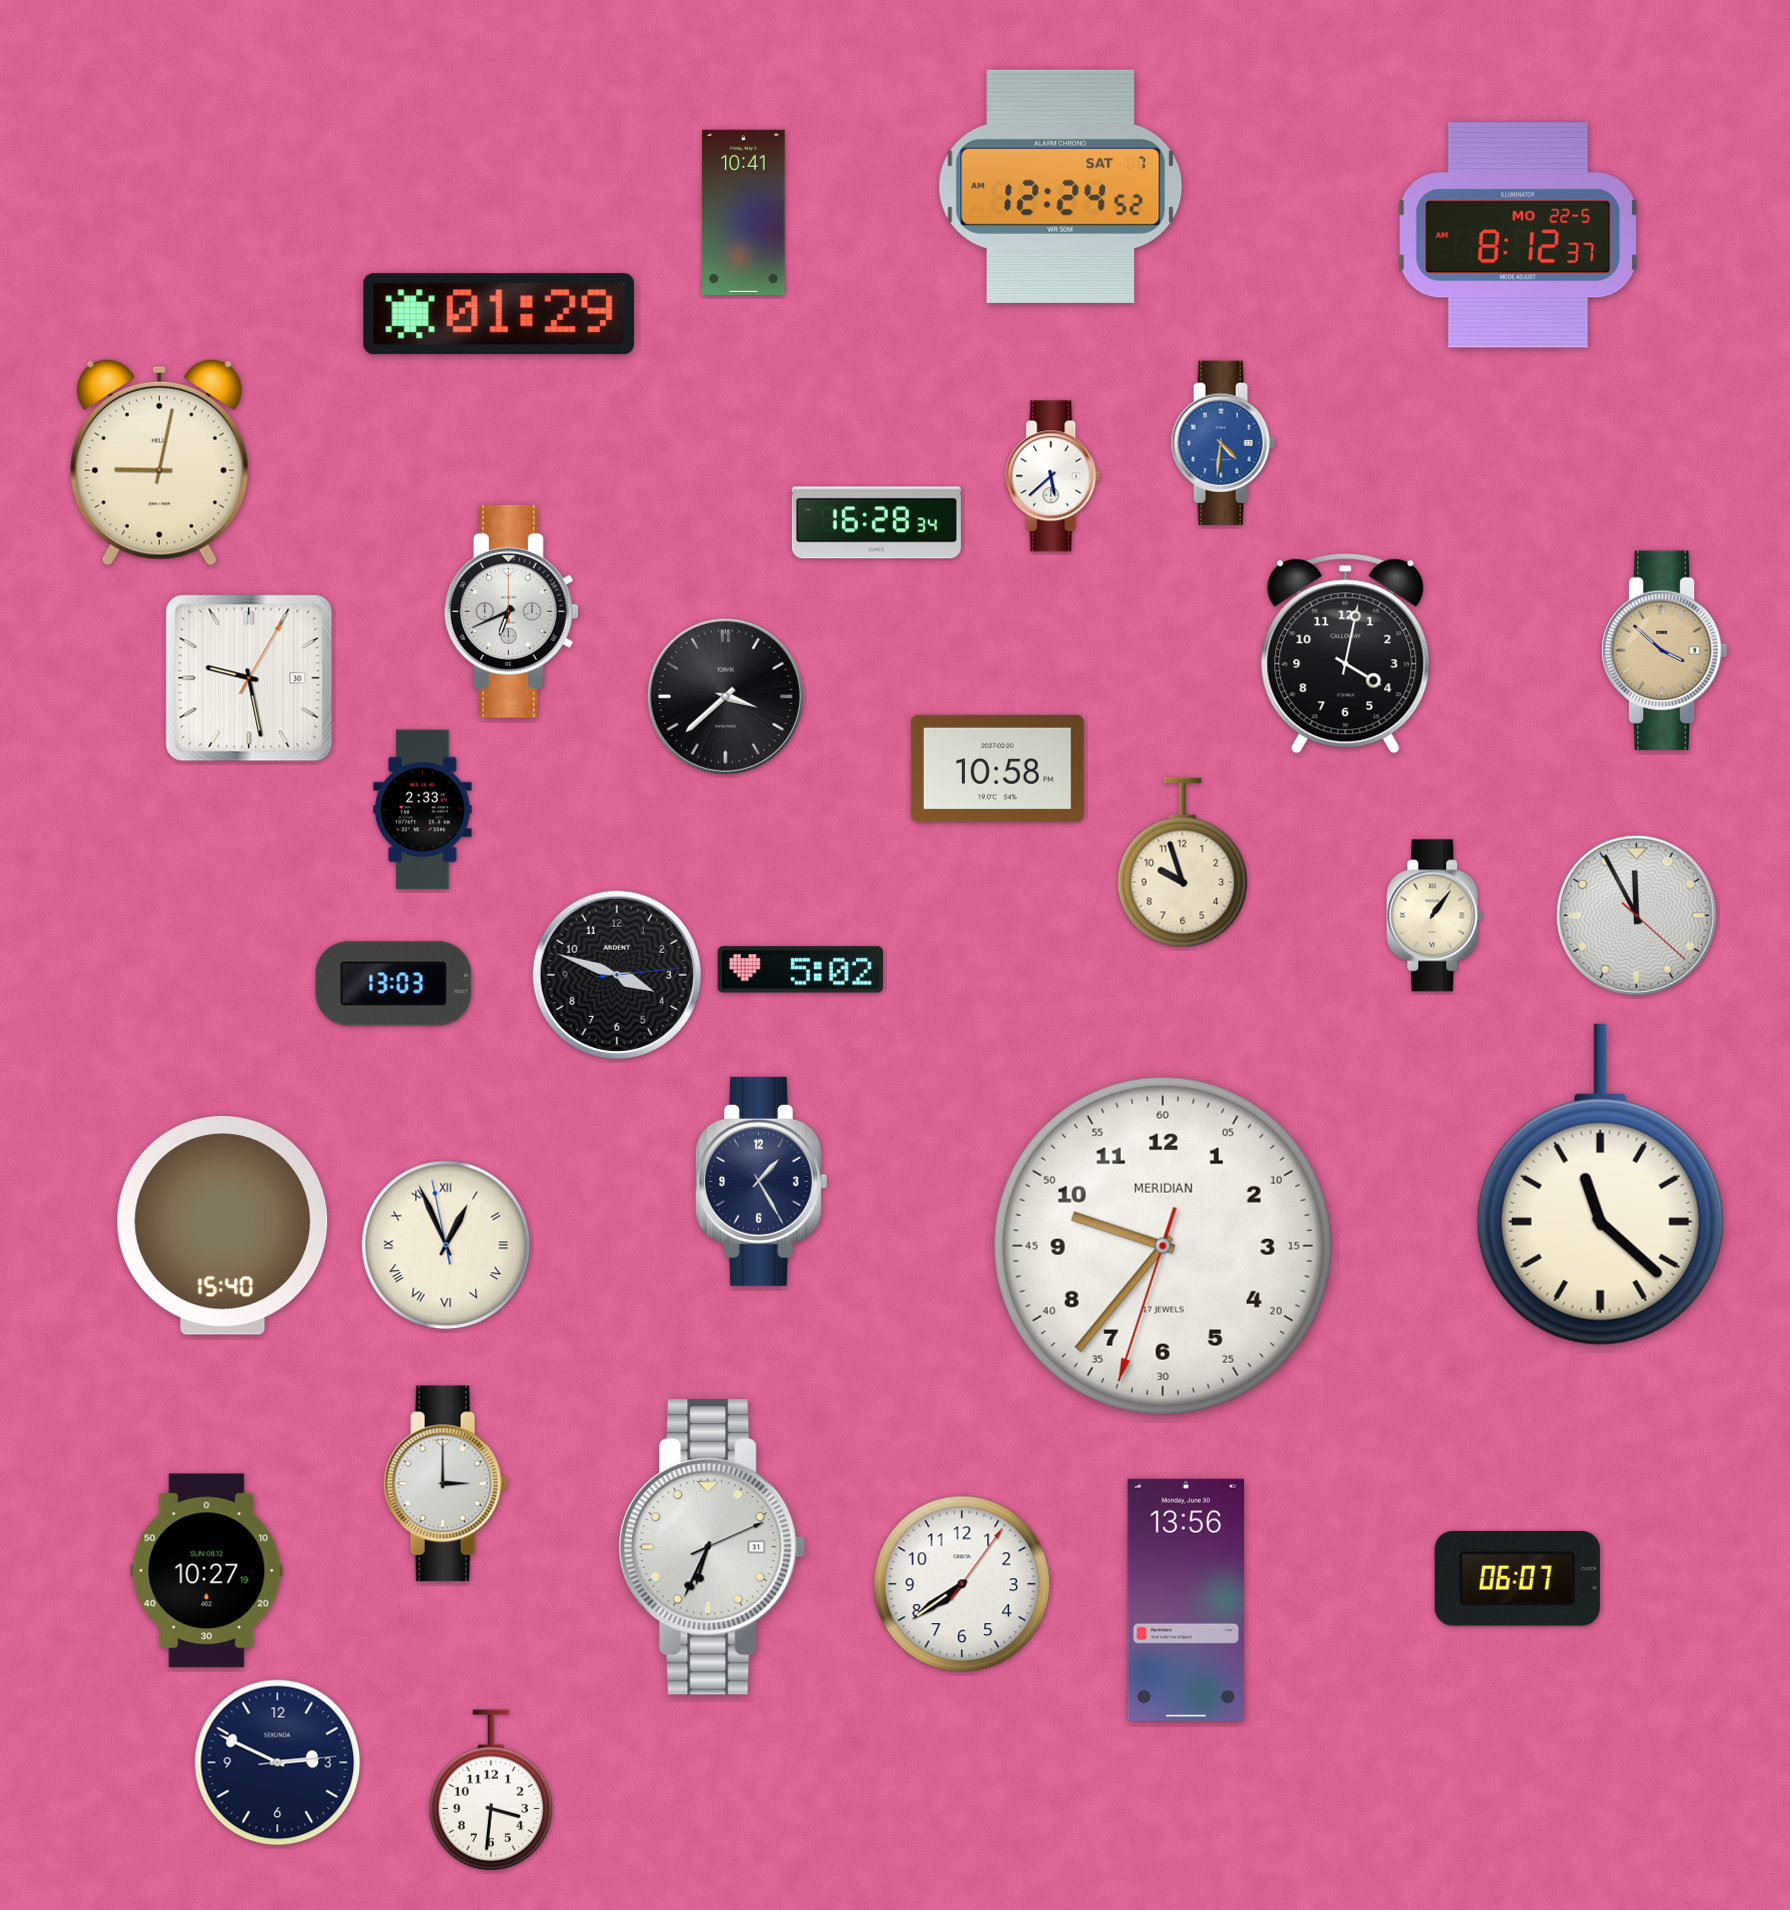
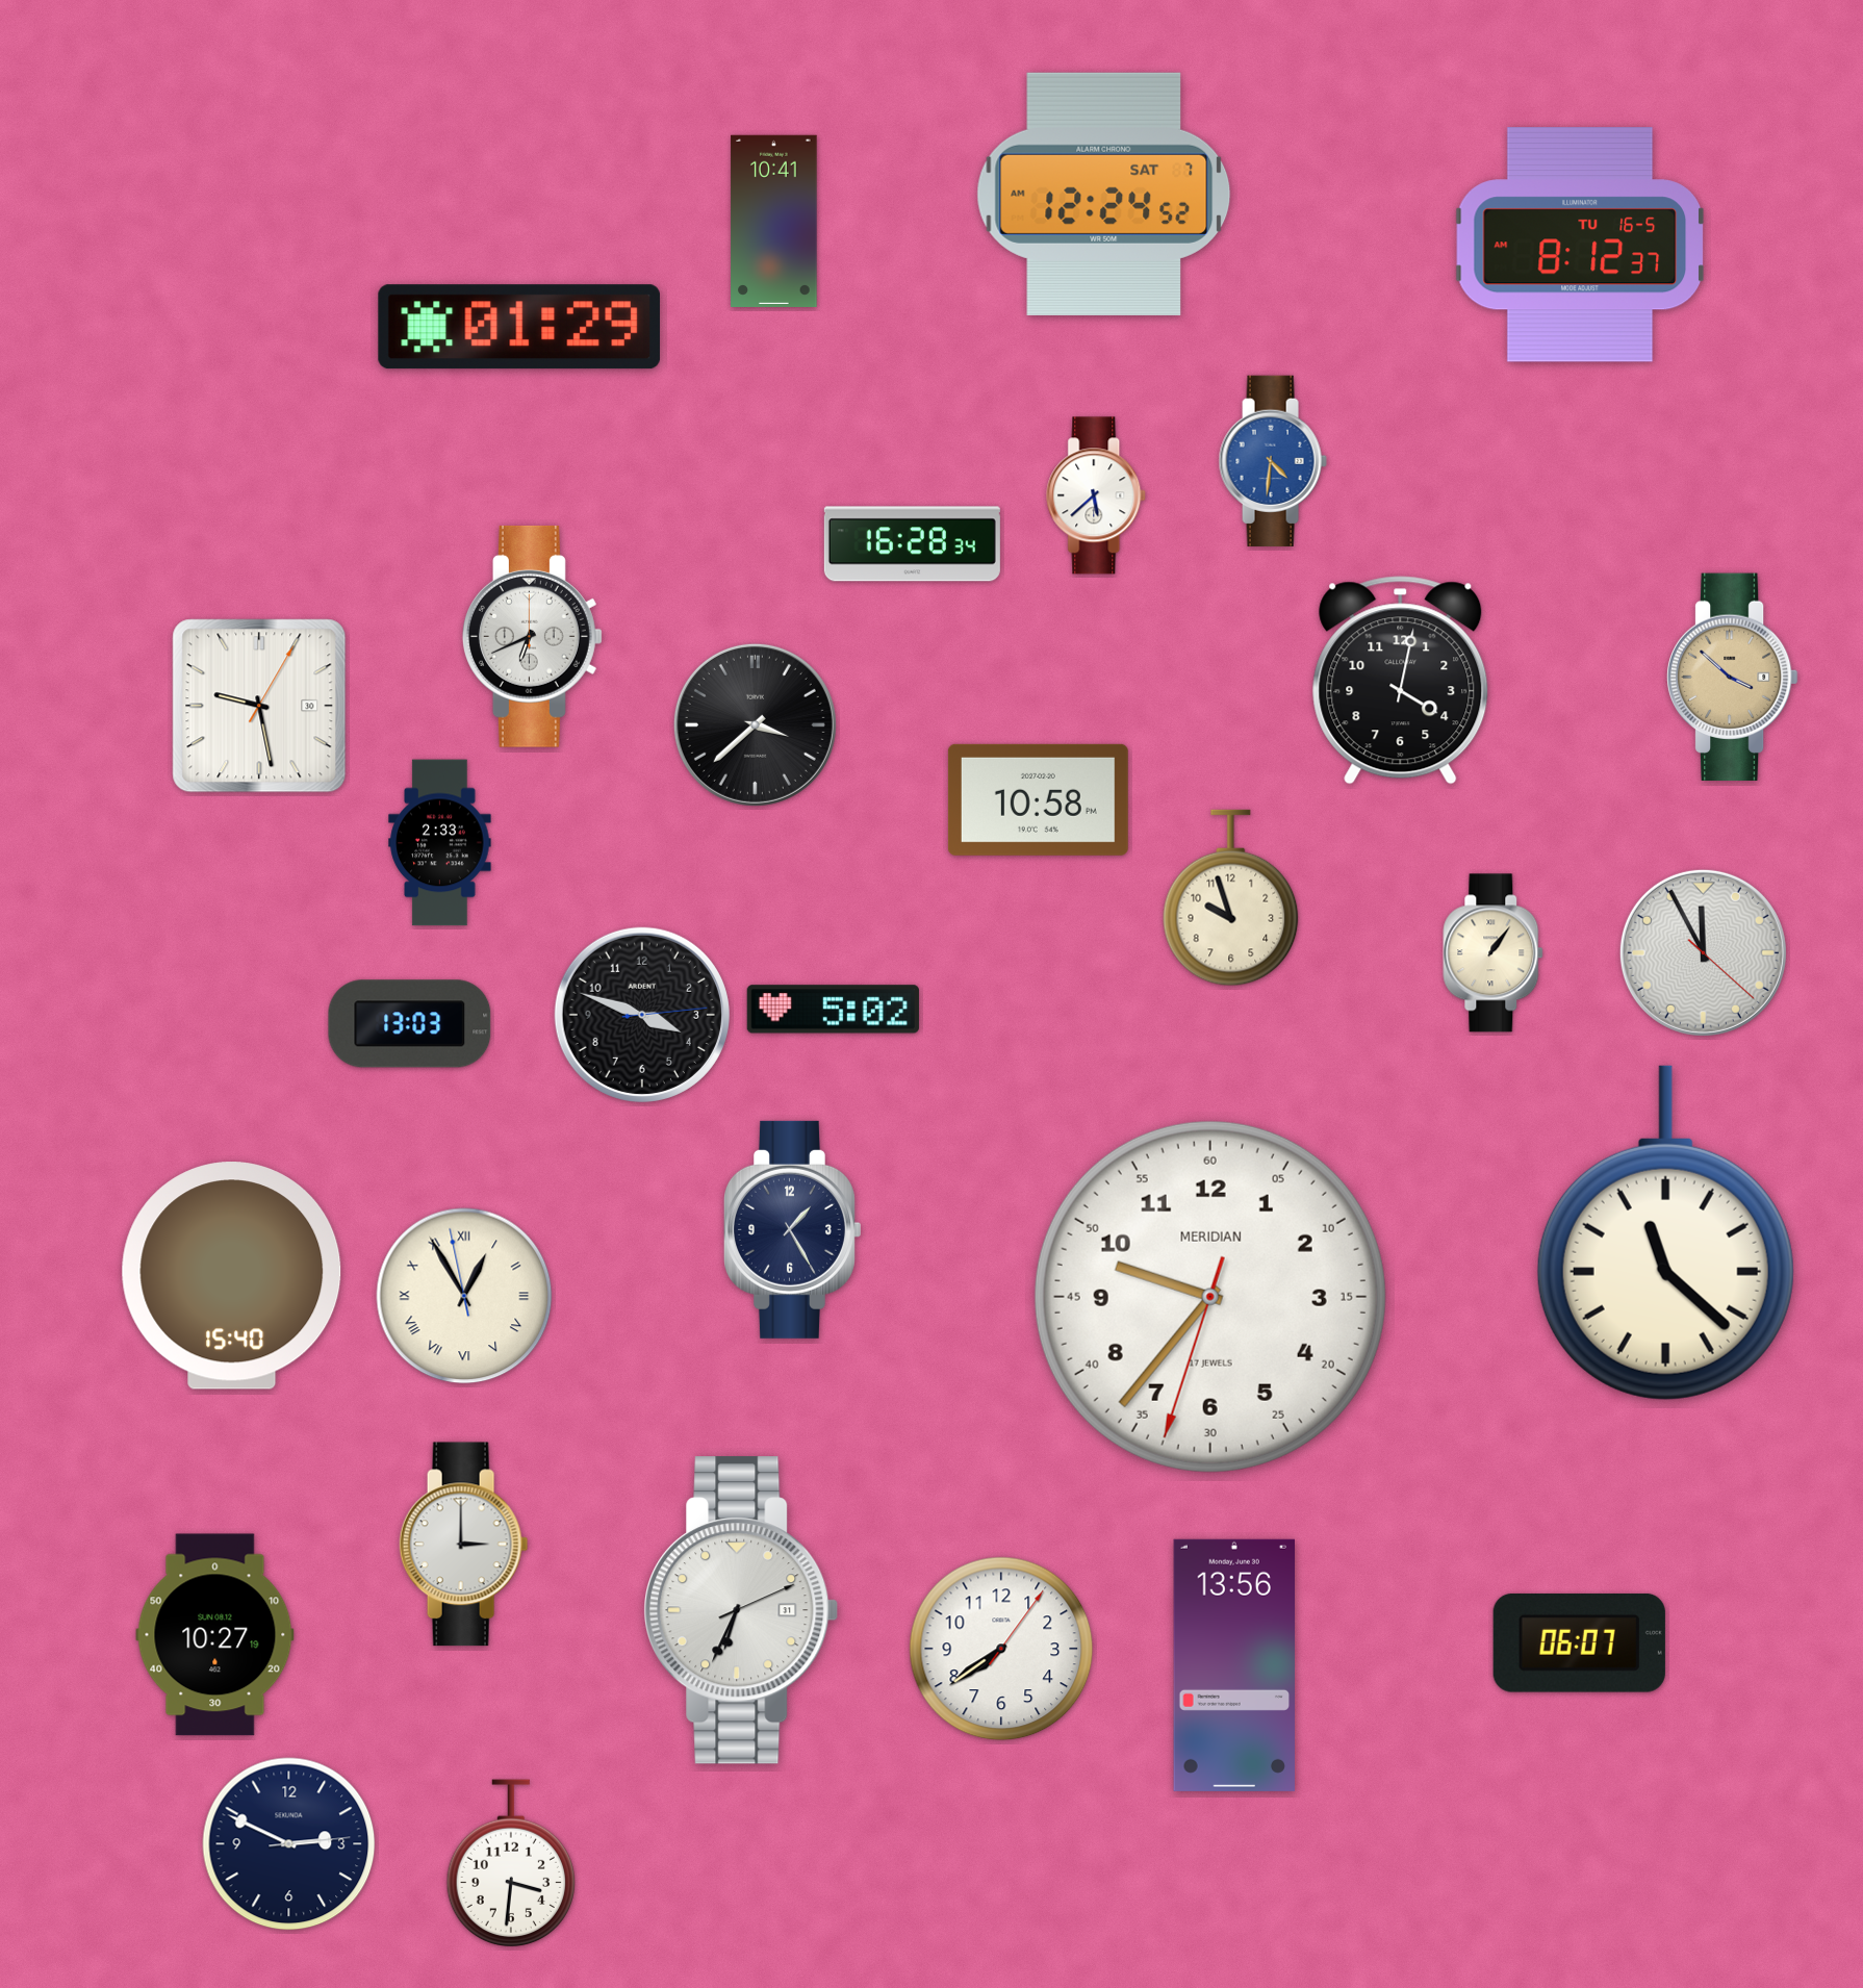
clock at (1517, 235) date: MO 22-5 -> TU 16-5
clock at (159, 462): 9:02 -> none
clock at (446, 1245): 12:55 -> 12:54
clock at (278, 1763) position: (278, 1763) -> (289, 1844)
